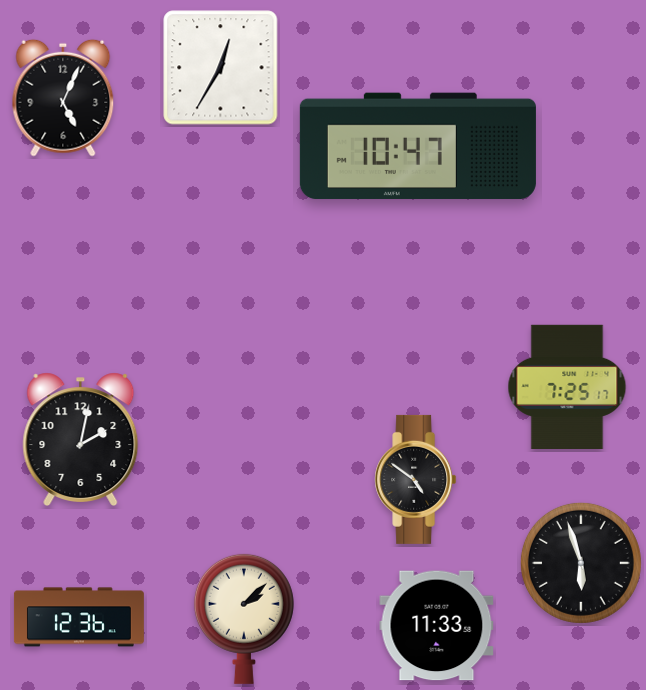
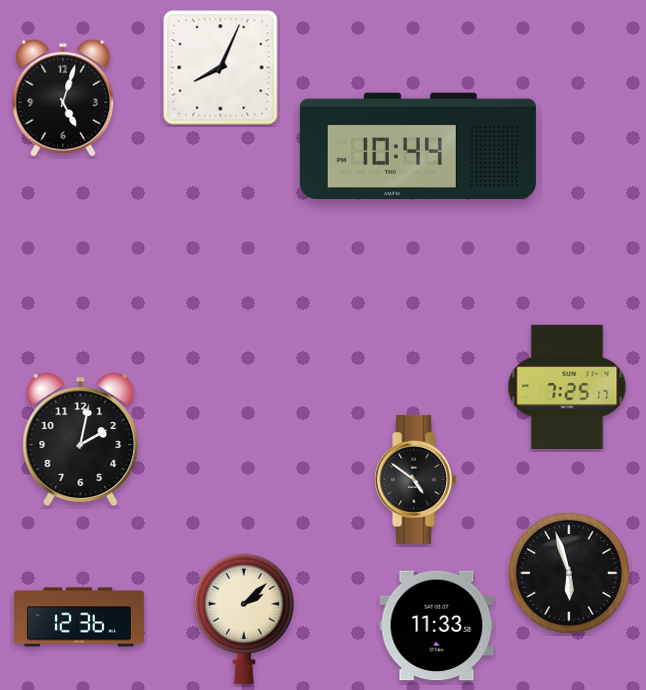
clock at (221, 68): 12:35 -> 8:04
clock at (63, 98): 5:04 -> 5:03
clock at (418, 146): 10:47 -> 10:44
clock at (581, 563) position: (581, 563) -> (569, 573)
